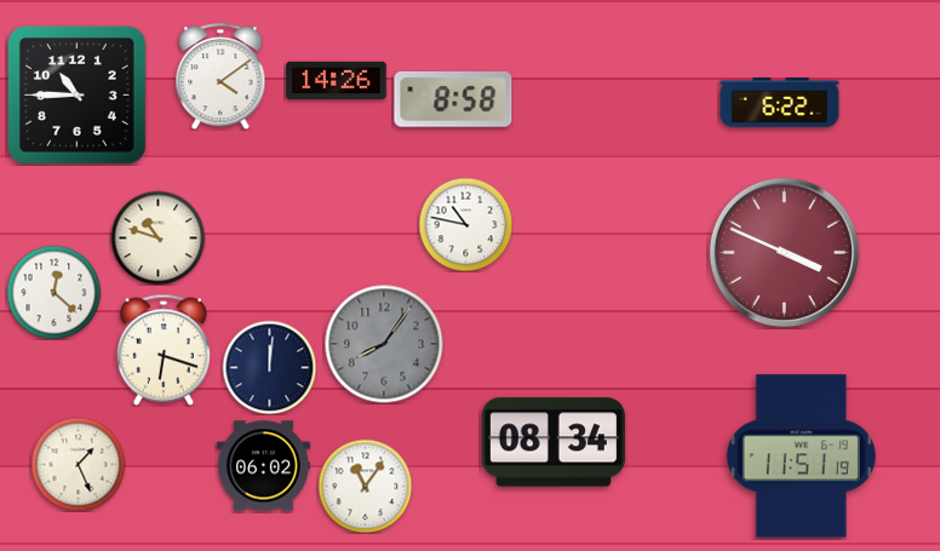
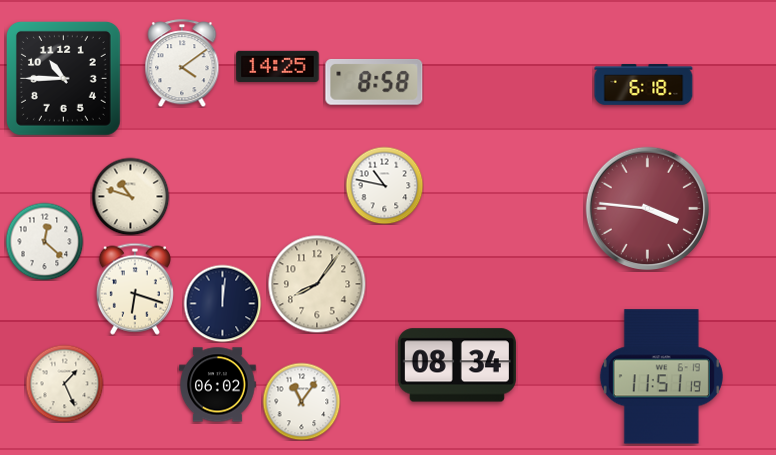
clock at (337, 80): 14:26 -> 14:25
clock at (780, 103): 6:22 -> 6:18
clock at (784, 252): 3:49 -> 3:46
clock at (384, 344) dial: grey -> cream
